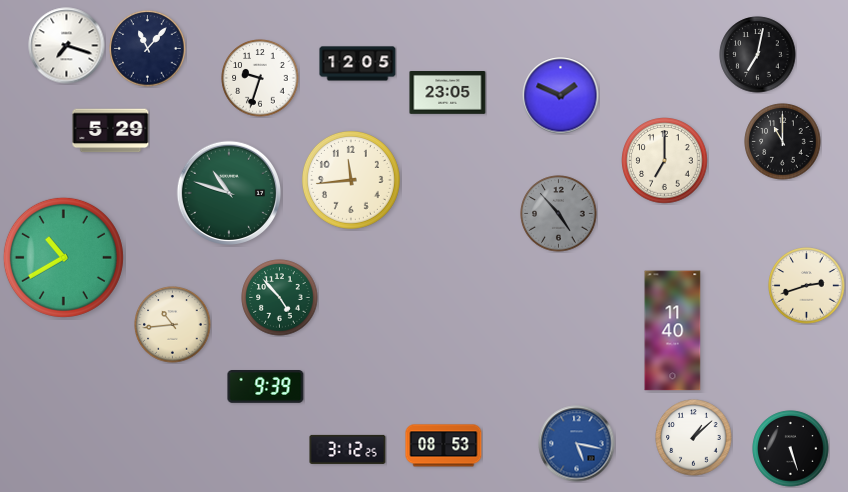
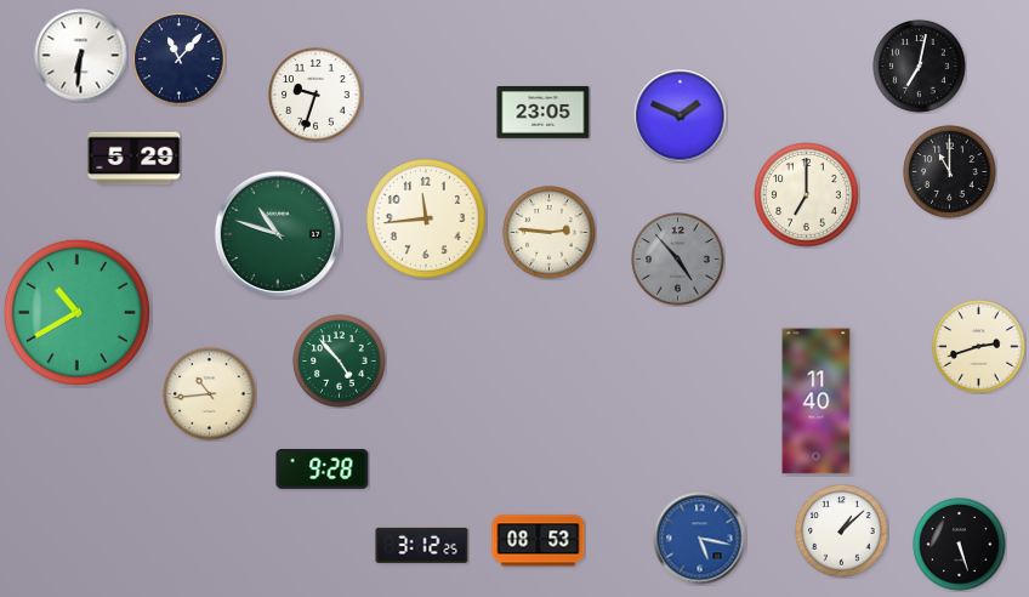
clock at (67, 46): 7:18 -> 6:31
clock at (358, 64): 12:05 -> none
clock at (550, 233): none -> 2:46
clock at (266, 387): 9:39 -> 9:28
